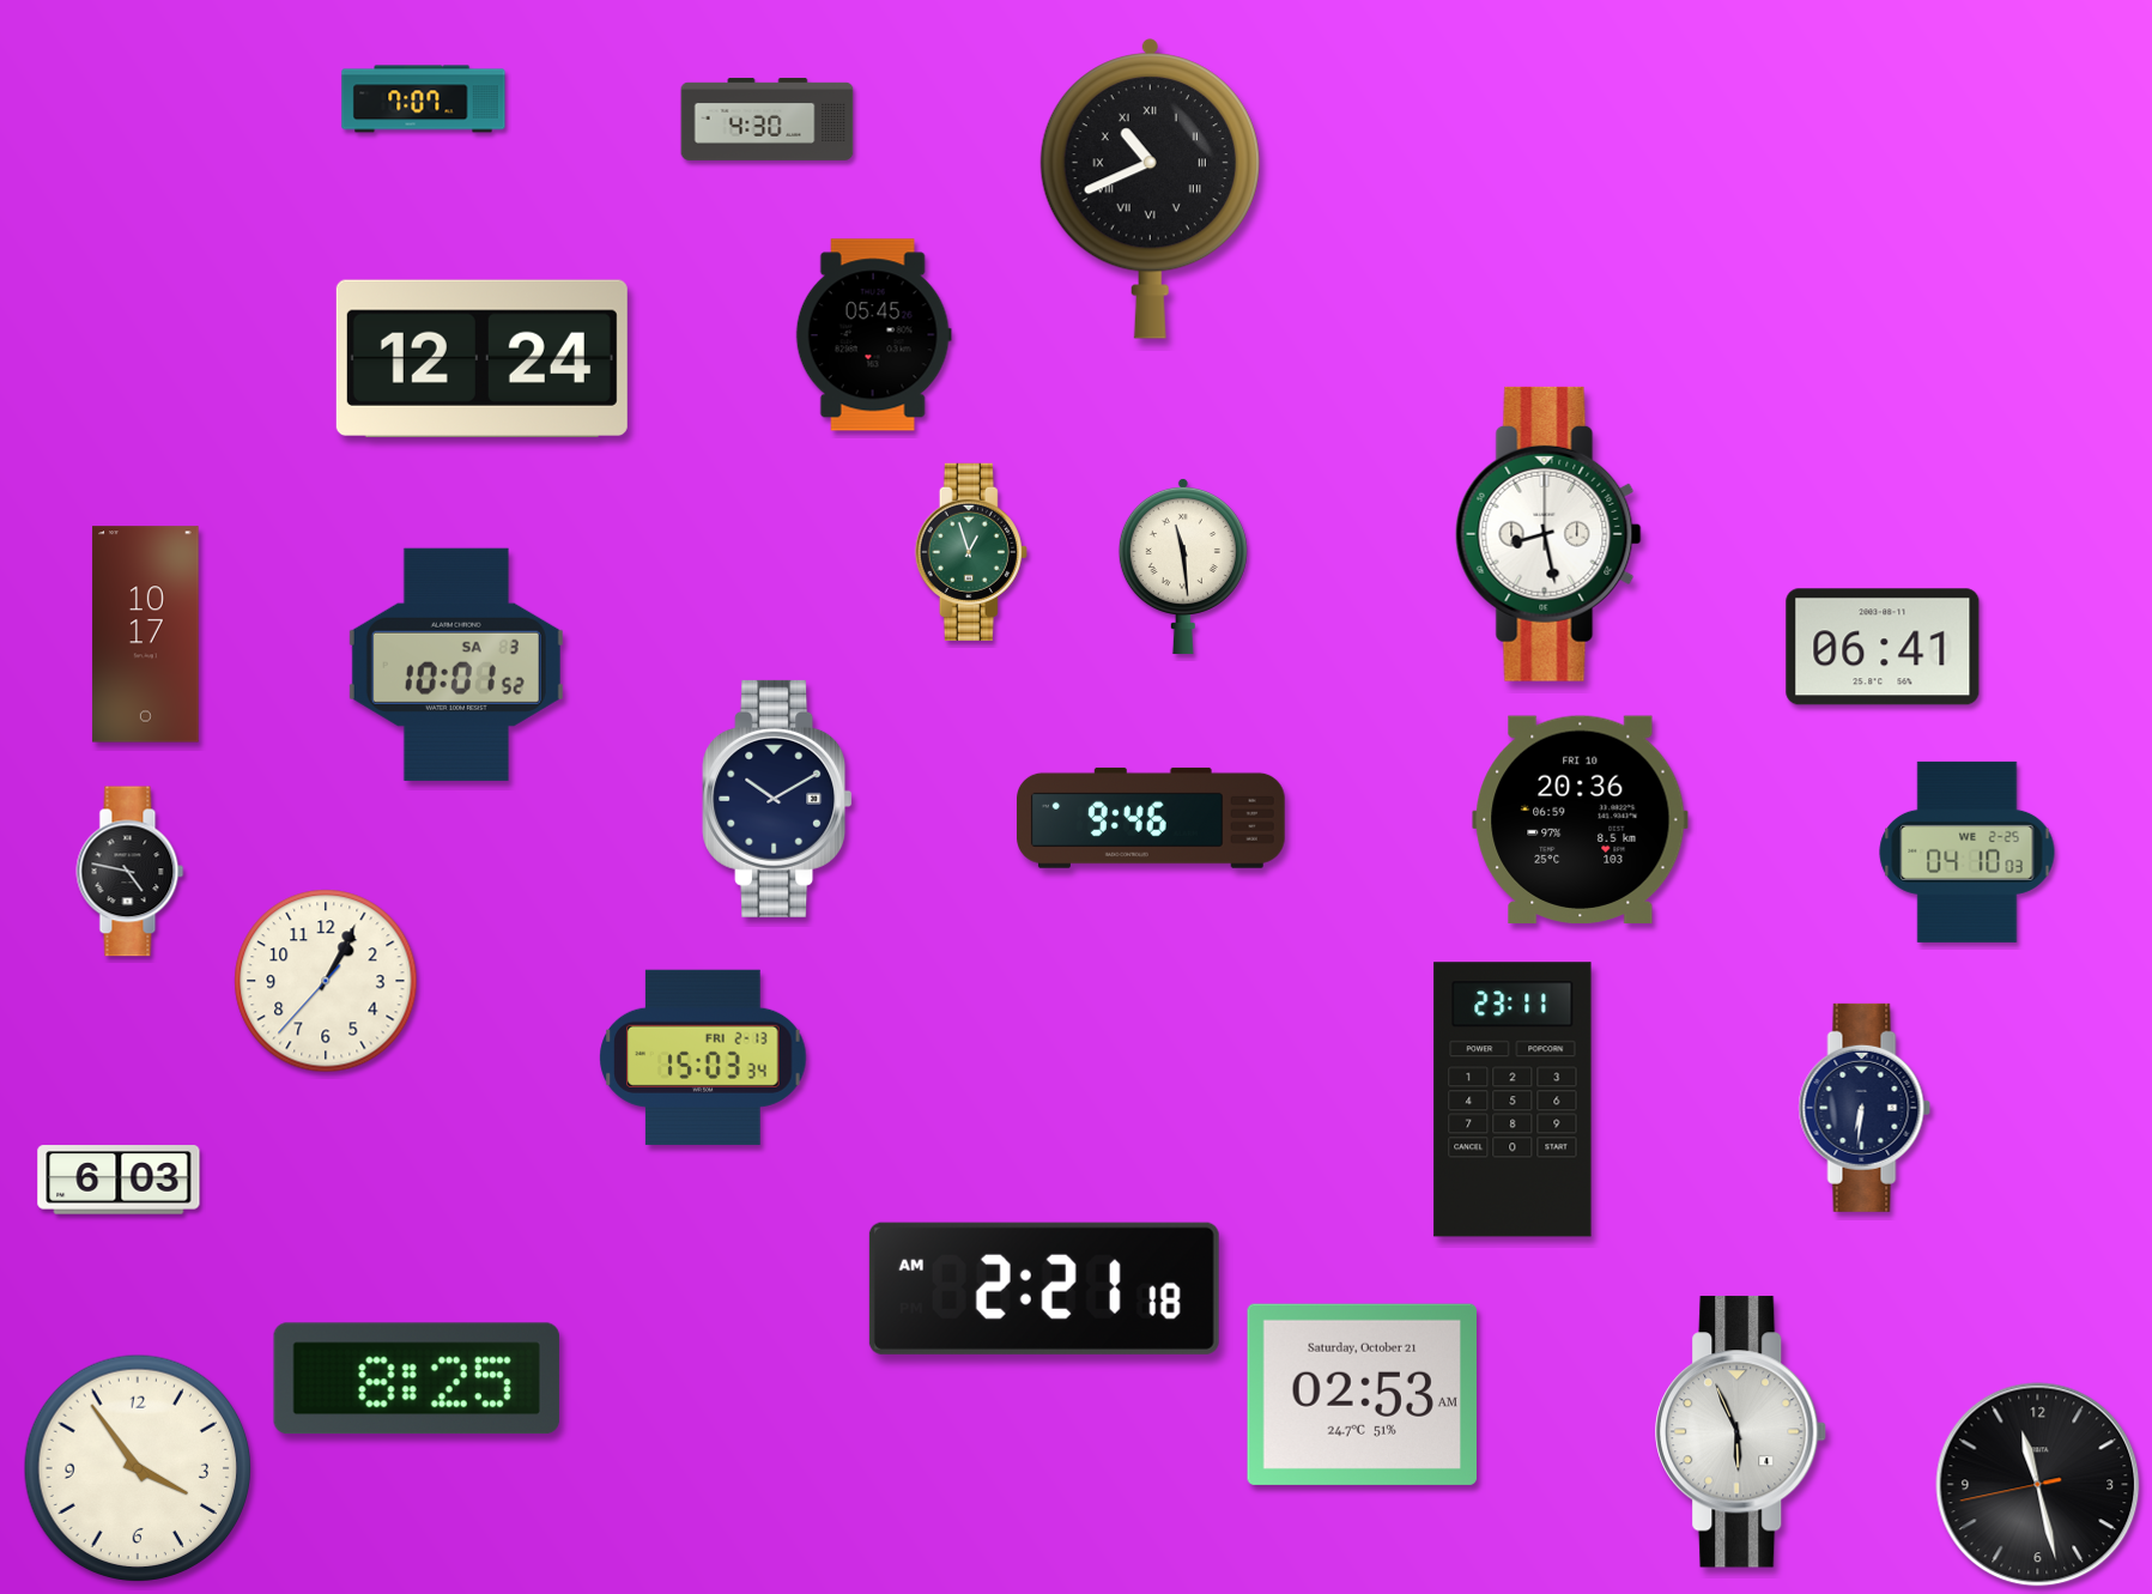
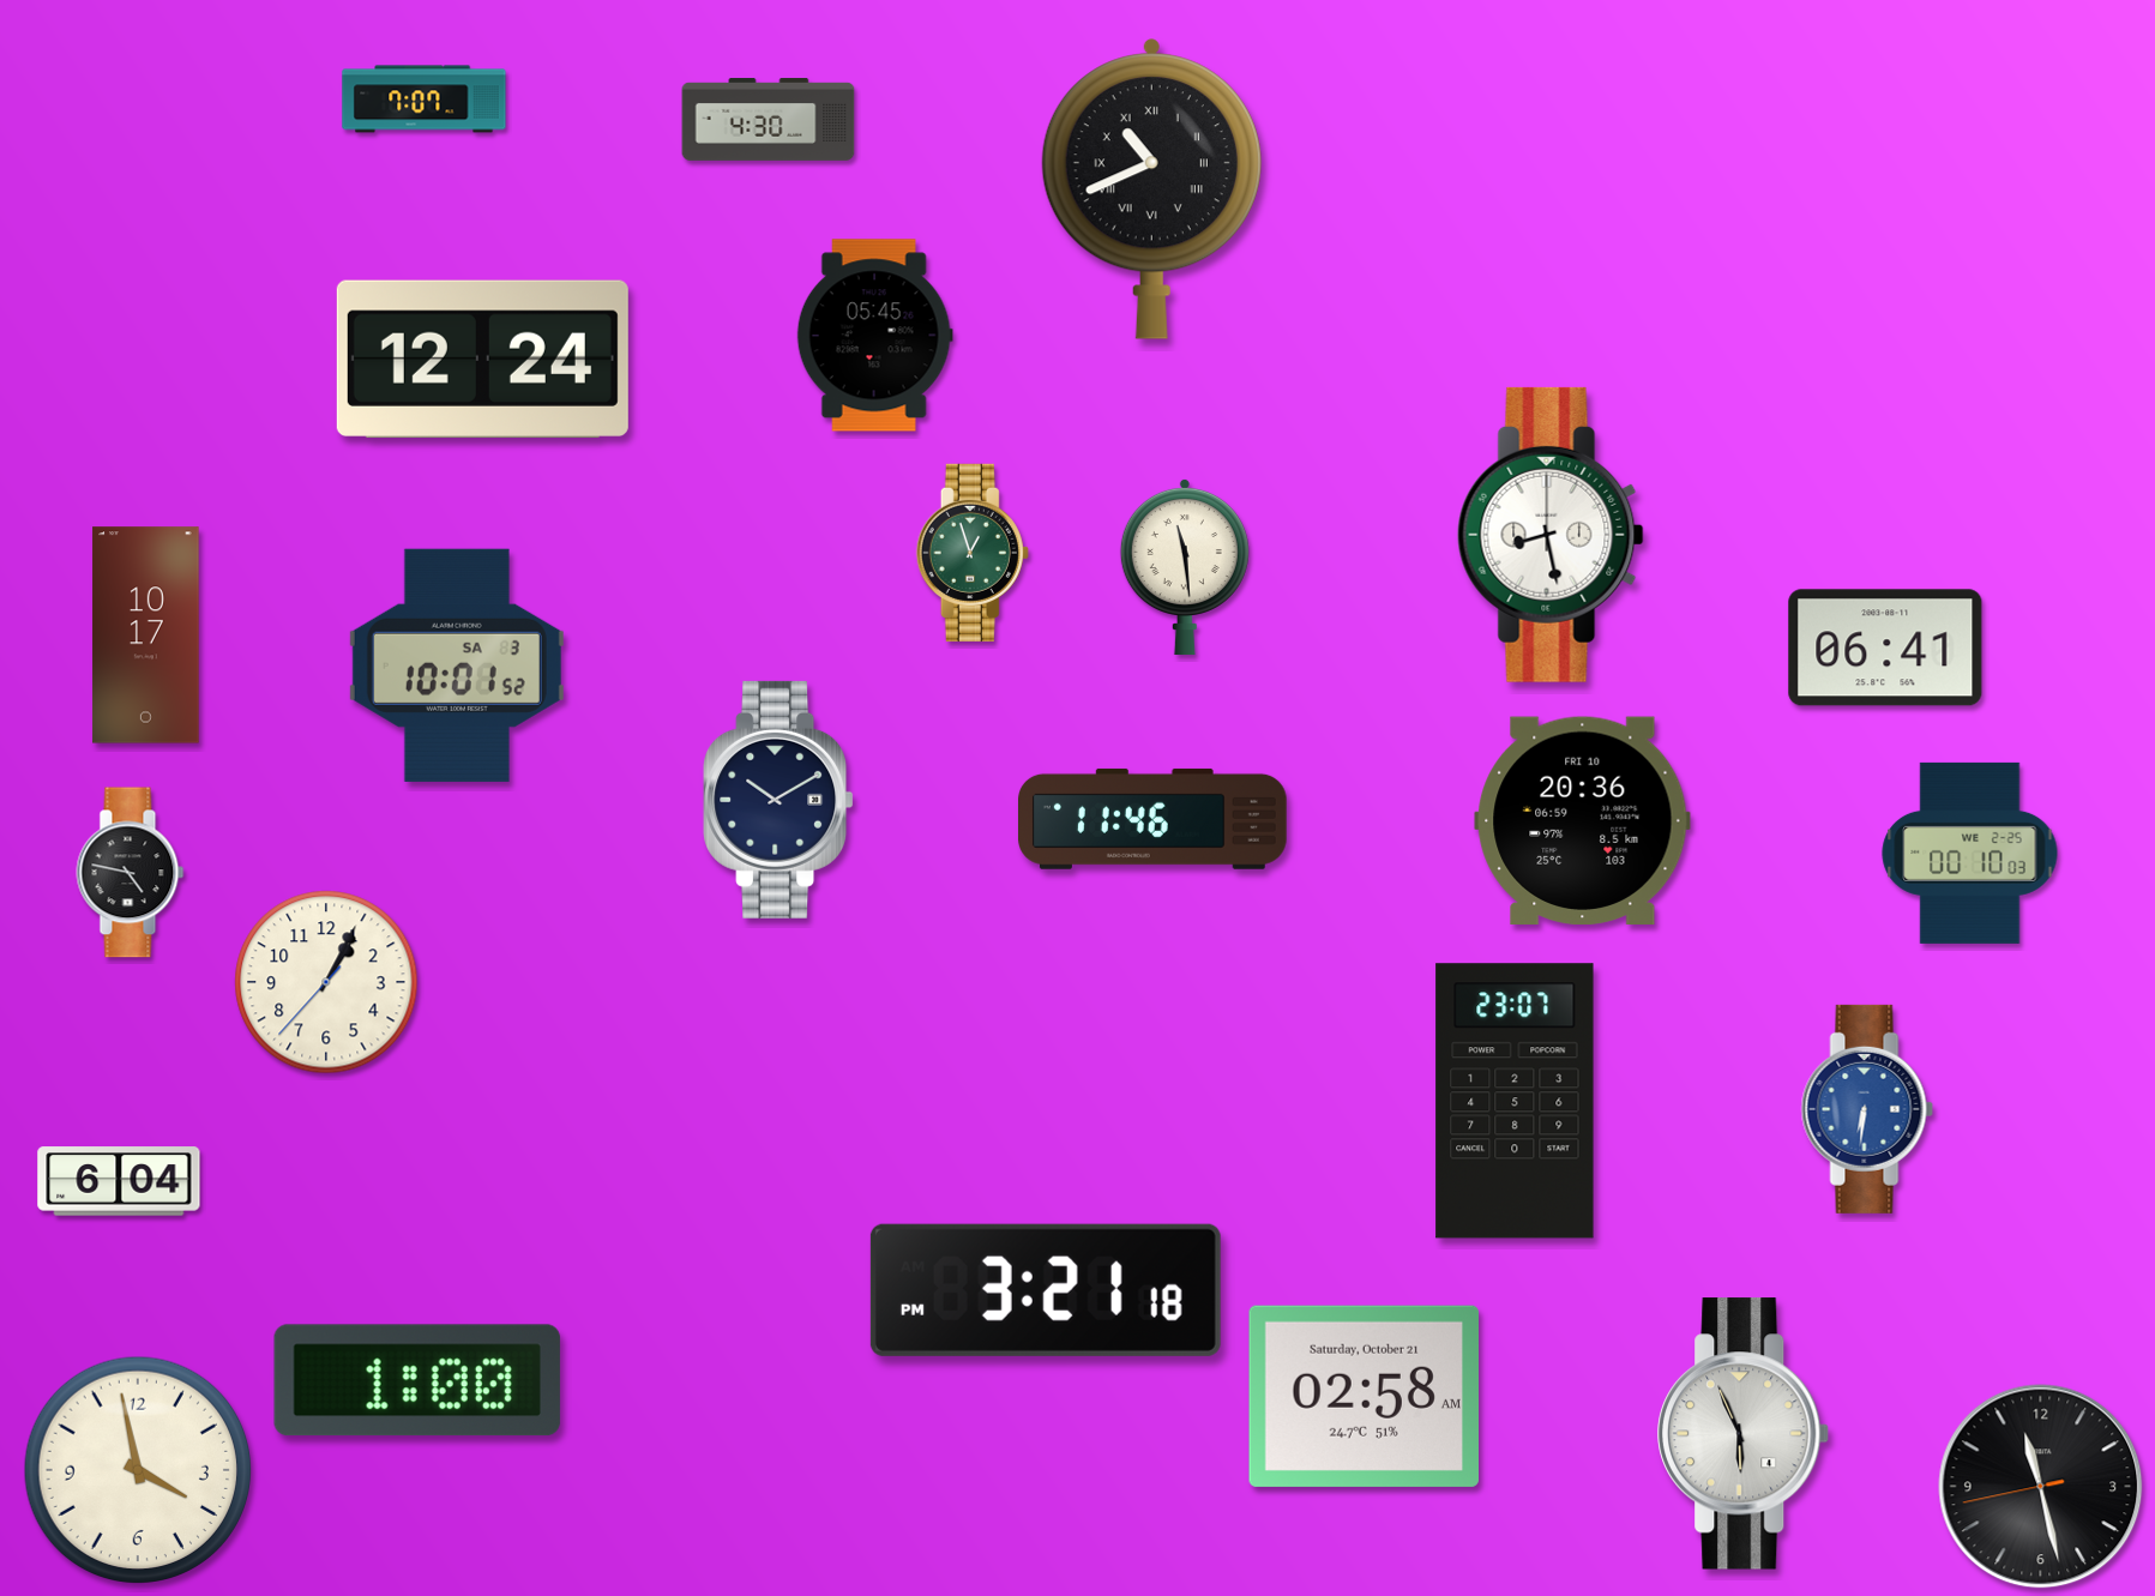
clock at (1152, 818): 9:46 -> 11:46
clock at (1968, 851): 04:10 -> 00:10
clock at (703, 1057): 15:03 -> none
clock at (1513, 1099): 23:11 -> 23:07
clock at (1865, 1108) dial: navy -> blue
clock at (119, 1180): 6:03 -> 6:04
clock at (1044, 1289): 2:21 -> 3:21
clock at (417, 1378): 8:25 -> 1:00
clock at (1362, 1394): 02:53 -> 02:58
clock at (137, 1467): 3:54 -> 3:58
